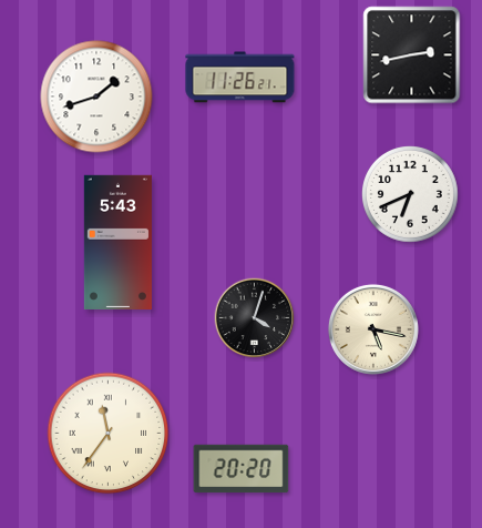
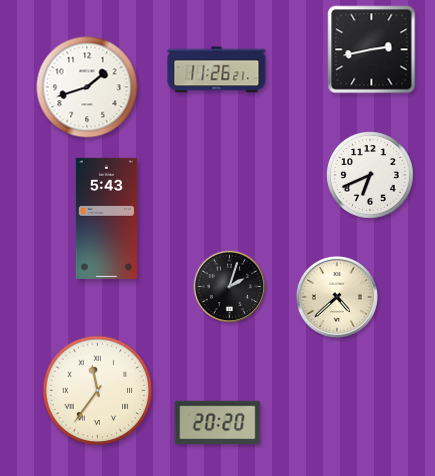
clock at (255, 318): 4:03 -> 2:03
clock at (373, 329): 5:17 -> 4:38
